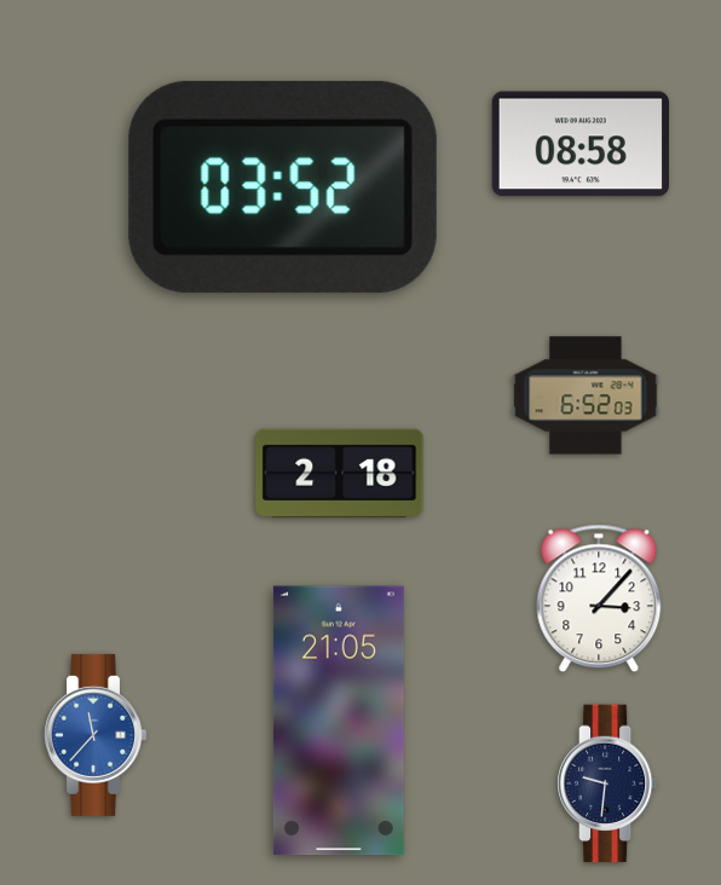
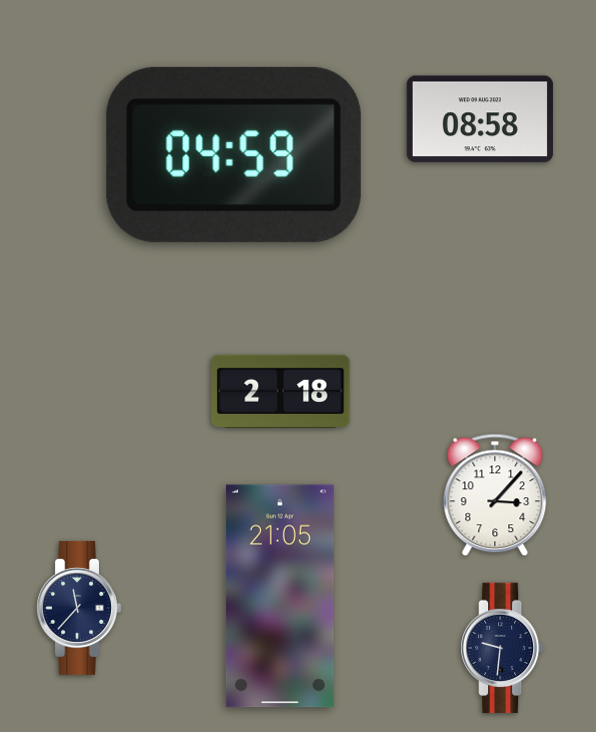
clock at (283, 187): 03:52 -> 04:59
clock at (586, 395): 6:52 -> none
clock at (94, 735) dial: blue -> navy
